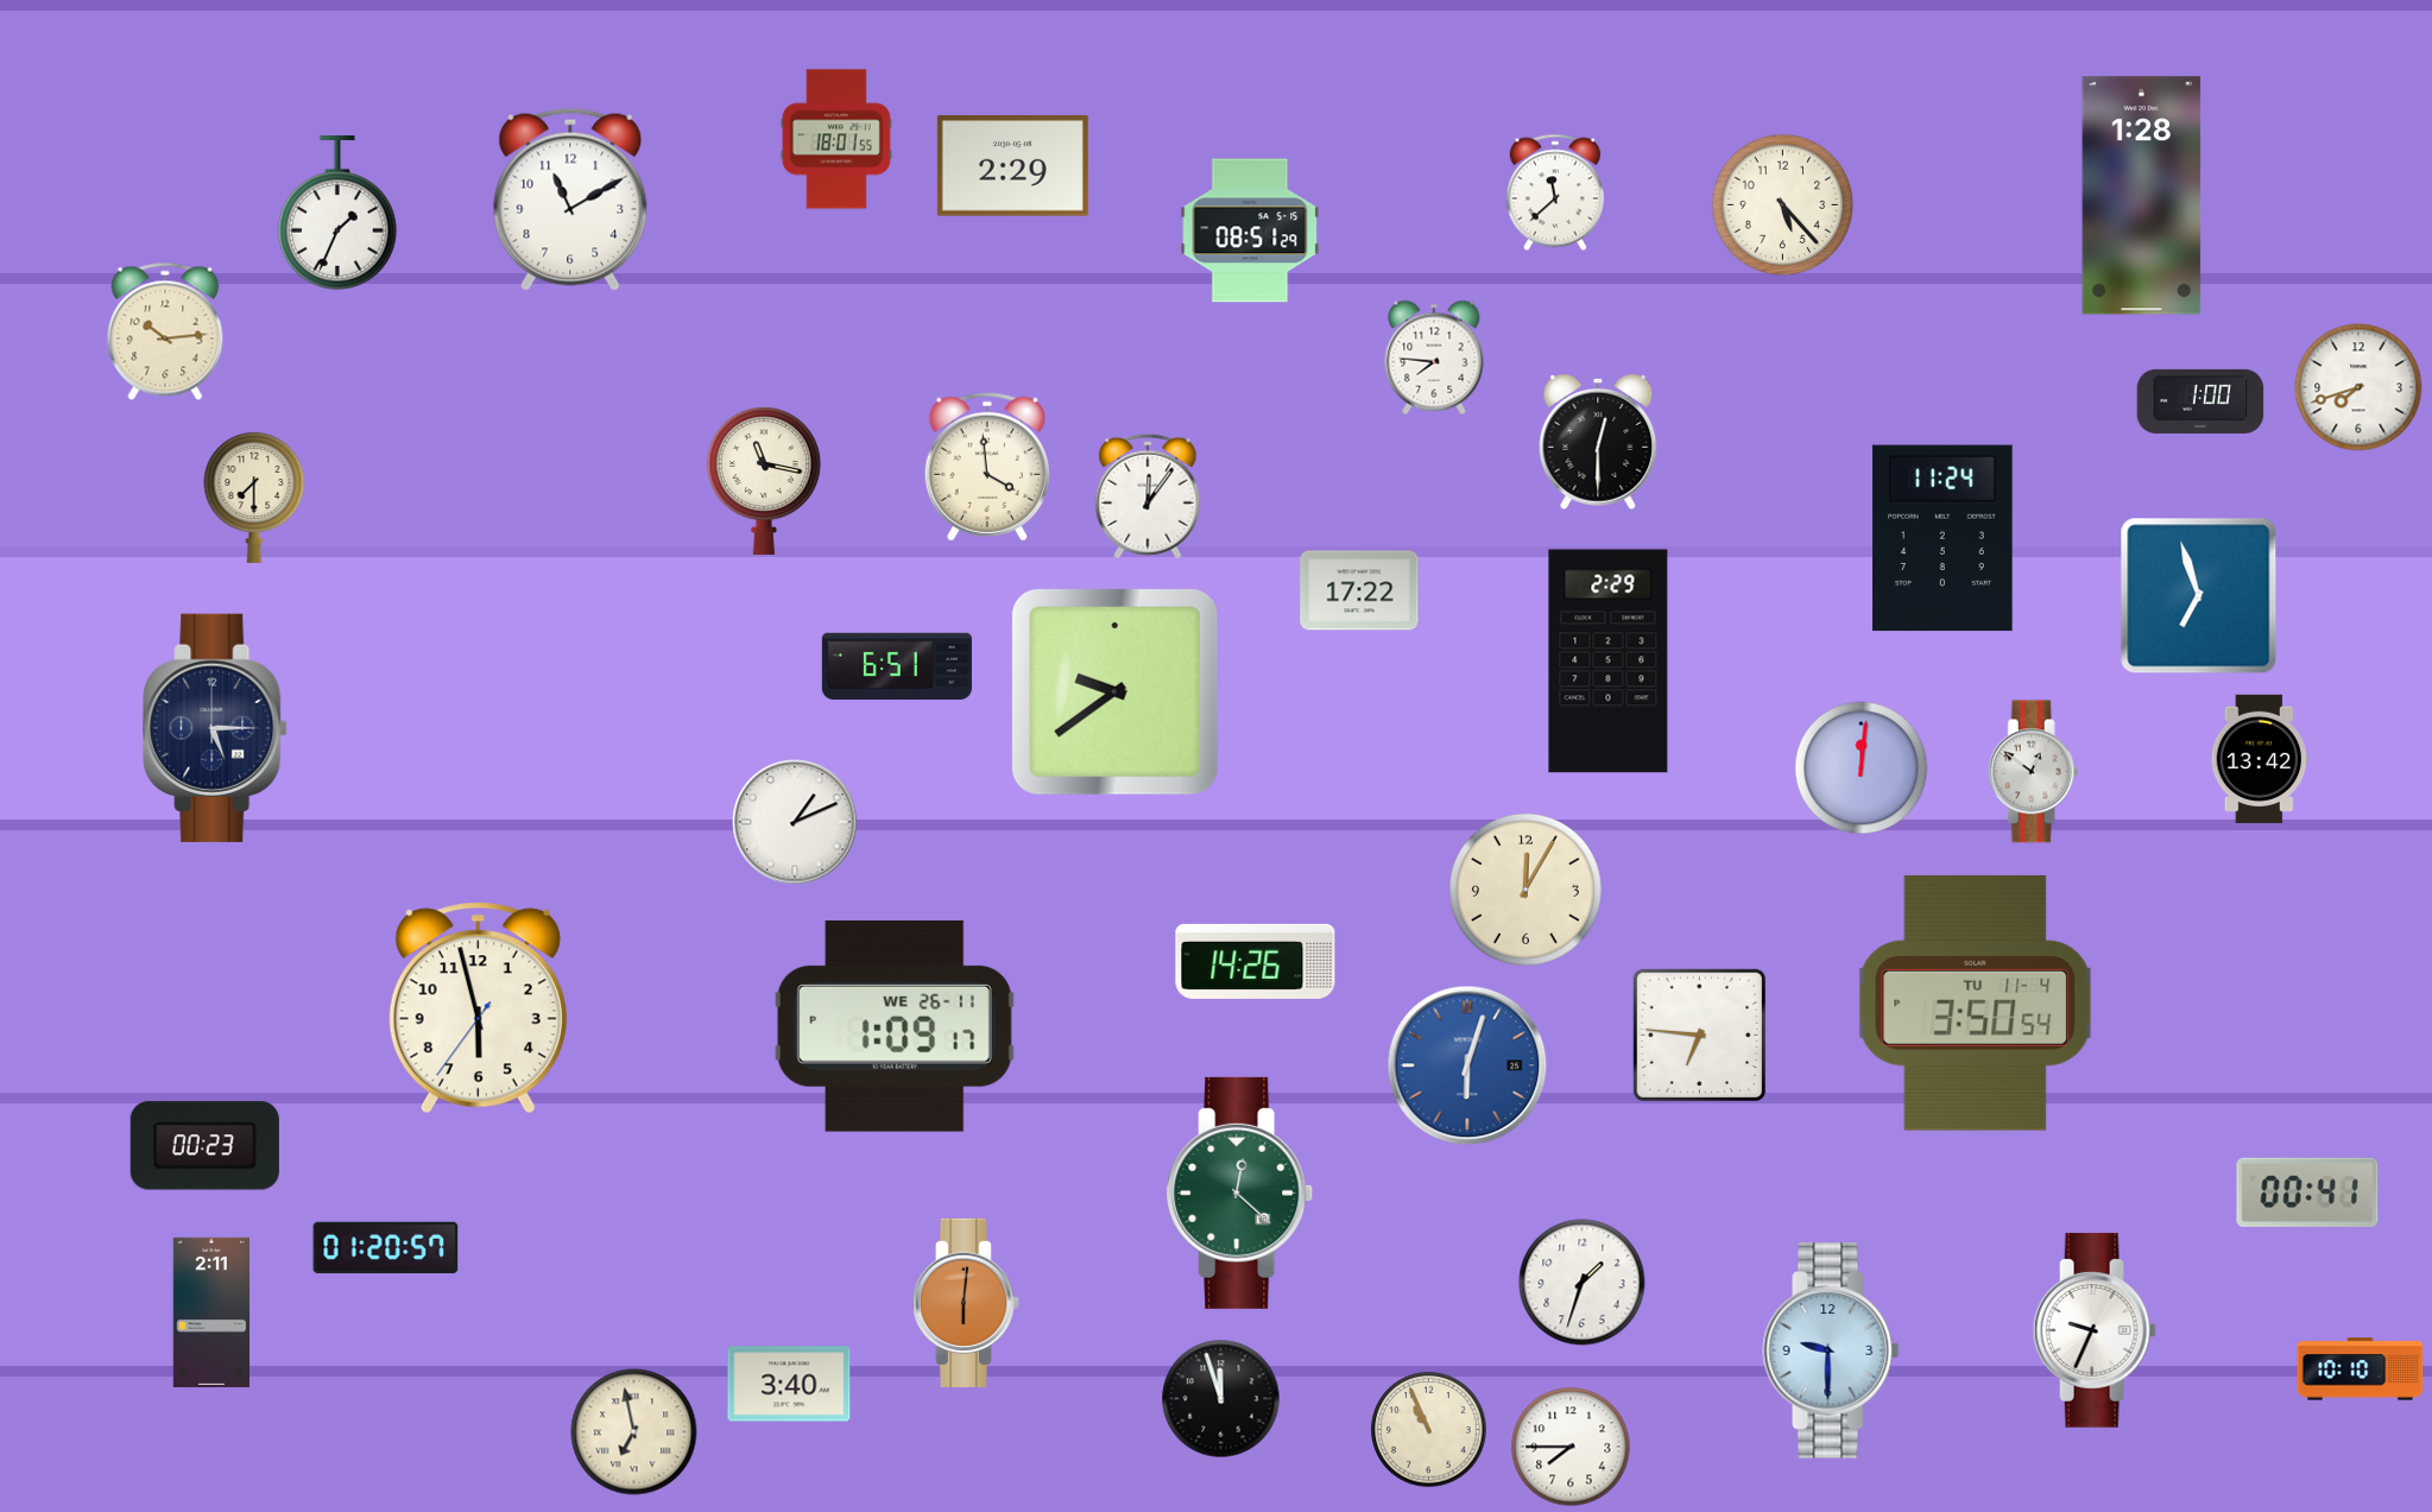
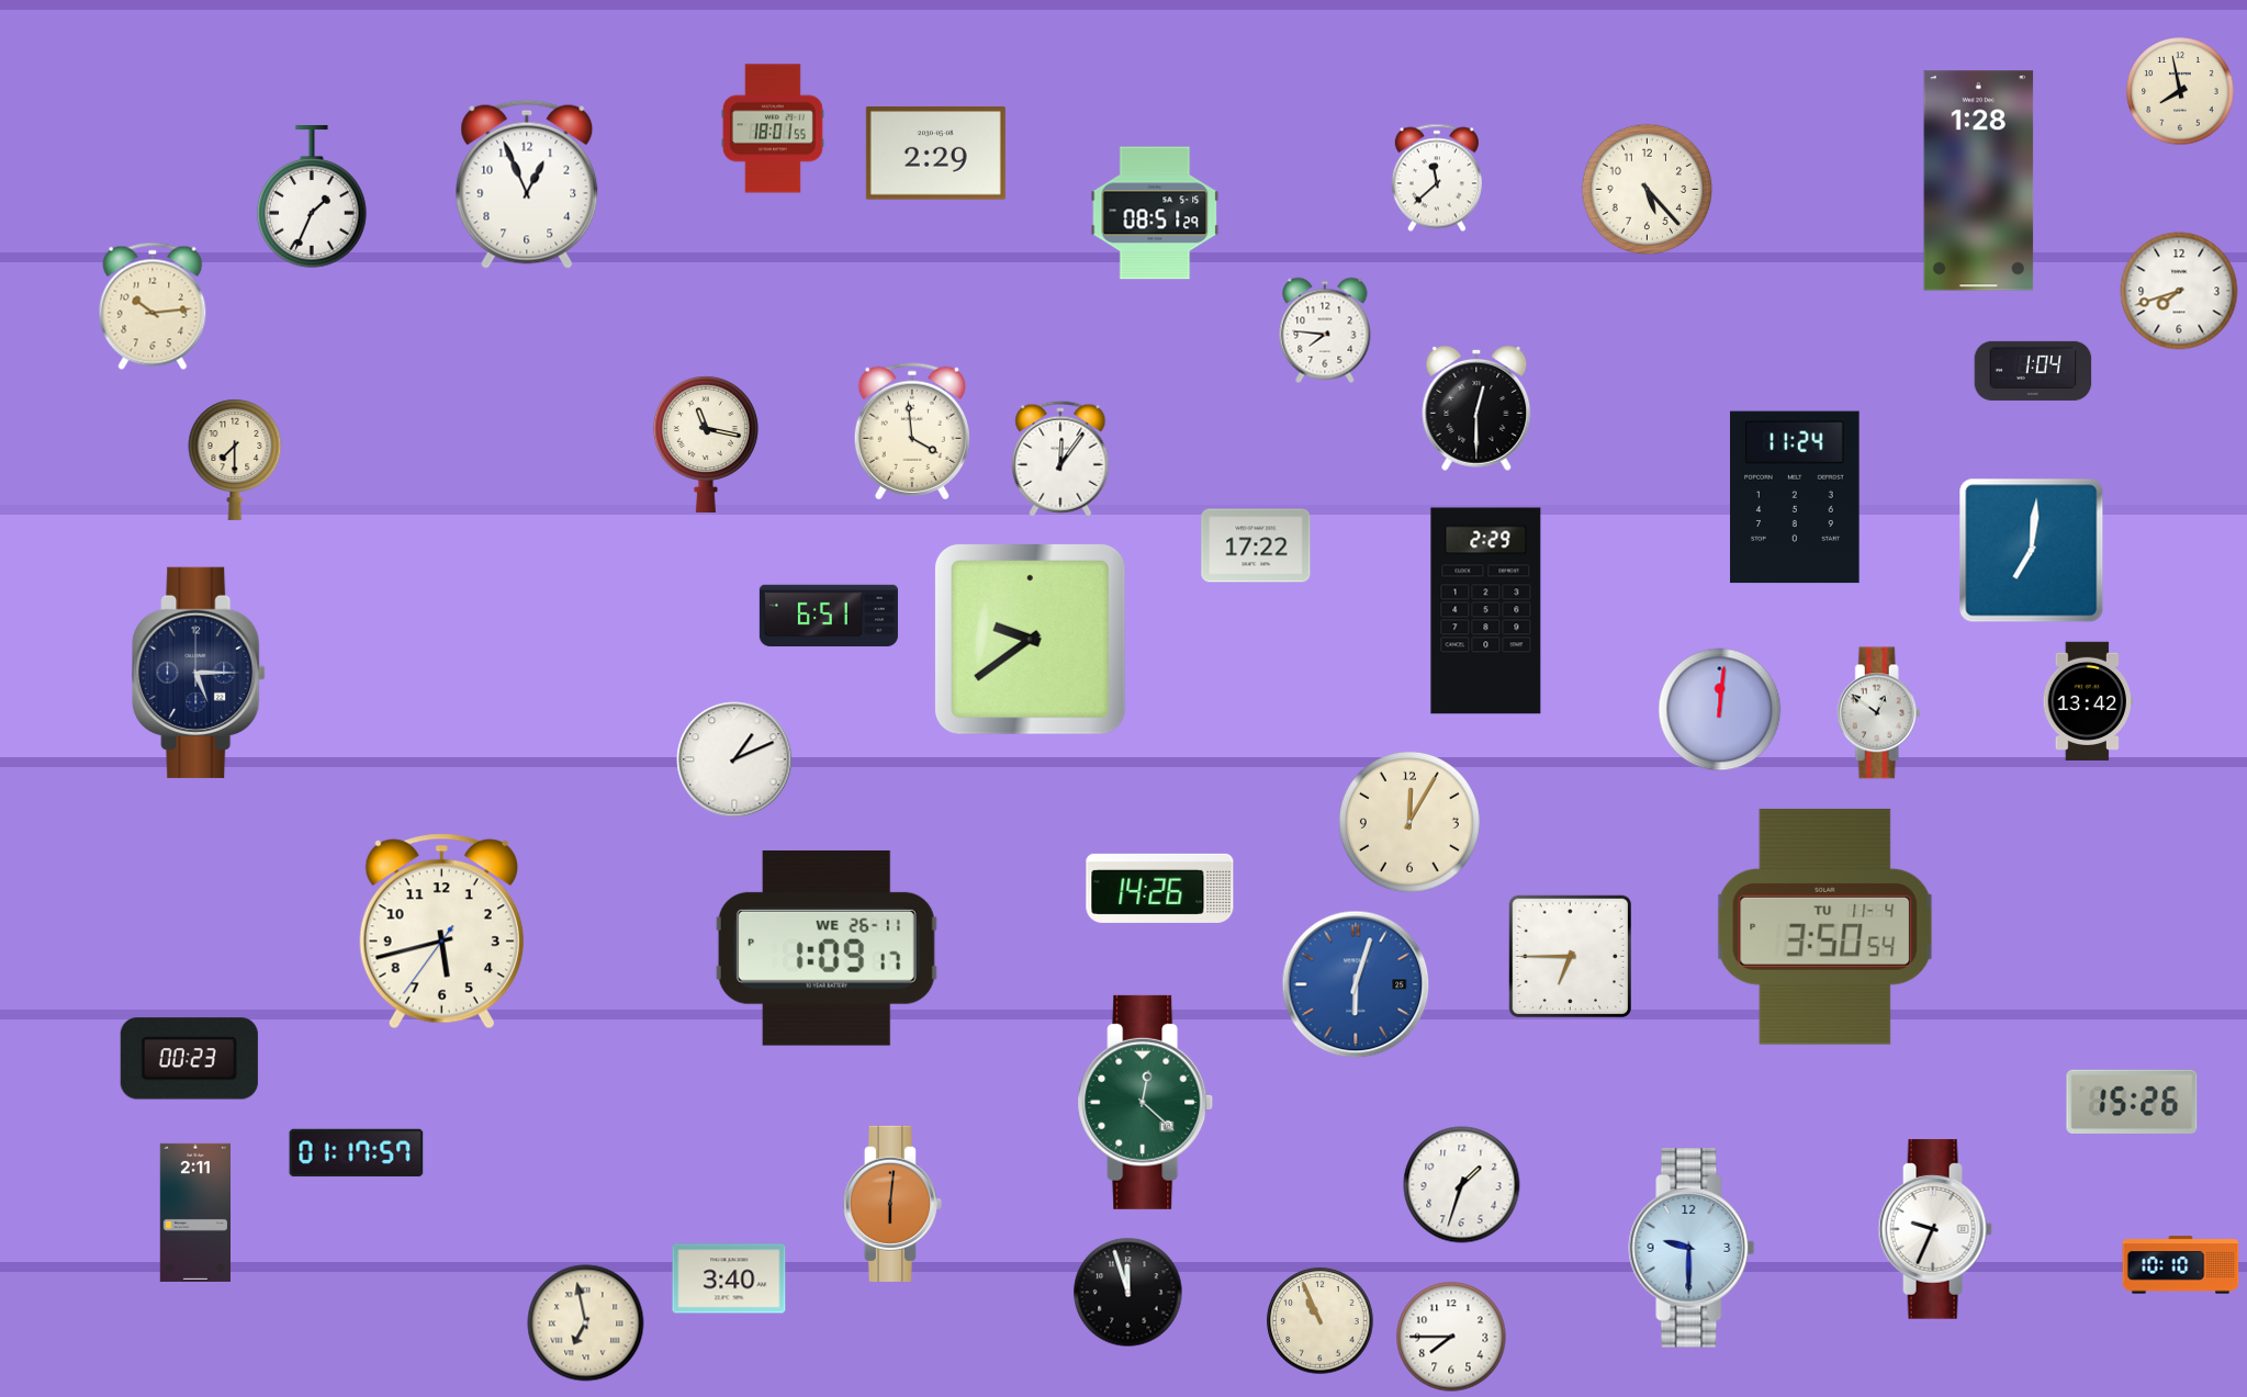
clock at (2180, 91): none -> 7:58
clock at (570, 200): 11:10 -> 12:56
clock at (2358, 387) position: (2358, 387) -> (2179, 291)
clock at (2200, 401): 1:00 -> 1:04
clock at (2199, 596): 6:57 -> 7:01
clock at (478, 1008): 5:57 -> 5:42
clock at (1699, 1035): 6:46 -> 6:45
clock at (2307, 1192): 00:41 -> 15:26
clock at (386, 1248): 01:20 -> 01:17
